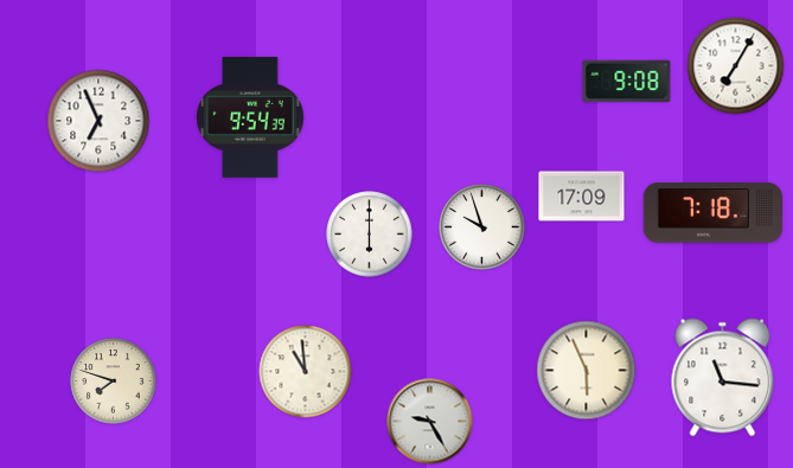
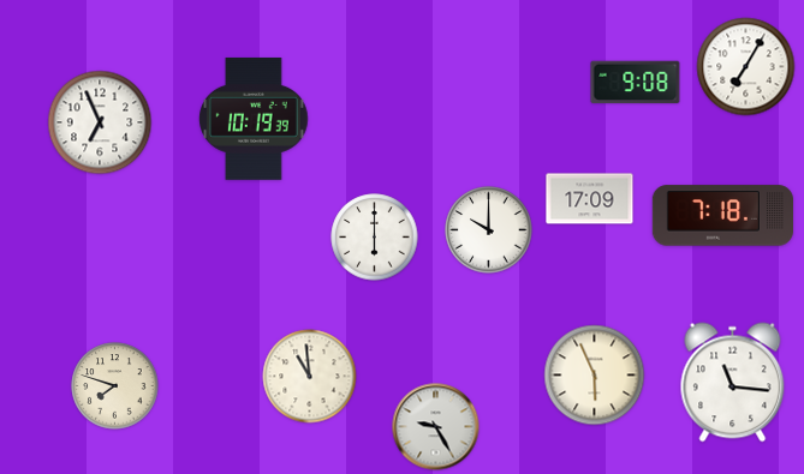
clock at (250, 117): 9:54 -> 10:19
clock at (482, 227): 9:57 -> 10:00
